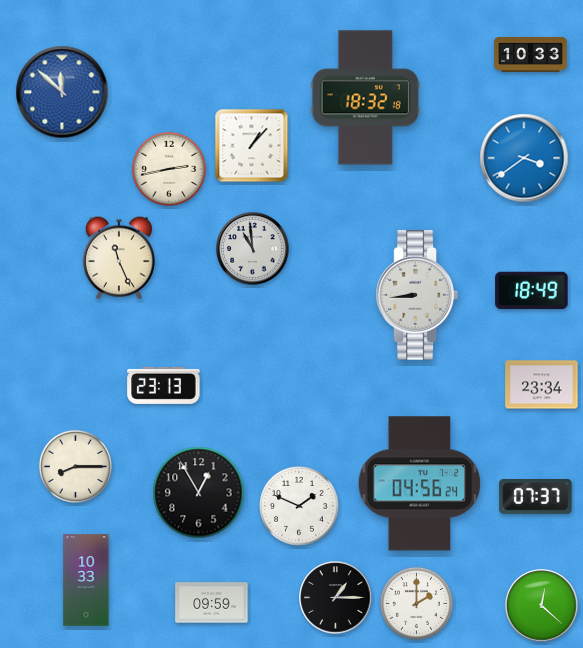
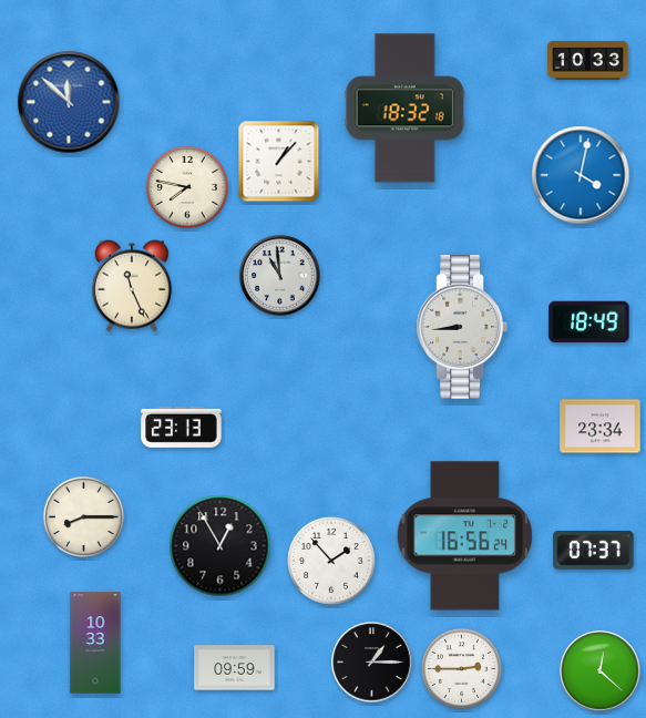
clock at (524, 158): 3:39 -> 4:02
clock at (169, 169): 2:43 -> 7:47
clock at (420, 484): 04:56 -> 16:56
clock at (299, 506): 1:49 -> 1:53
clock at (416, 603): 2:00 -> 2:45
